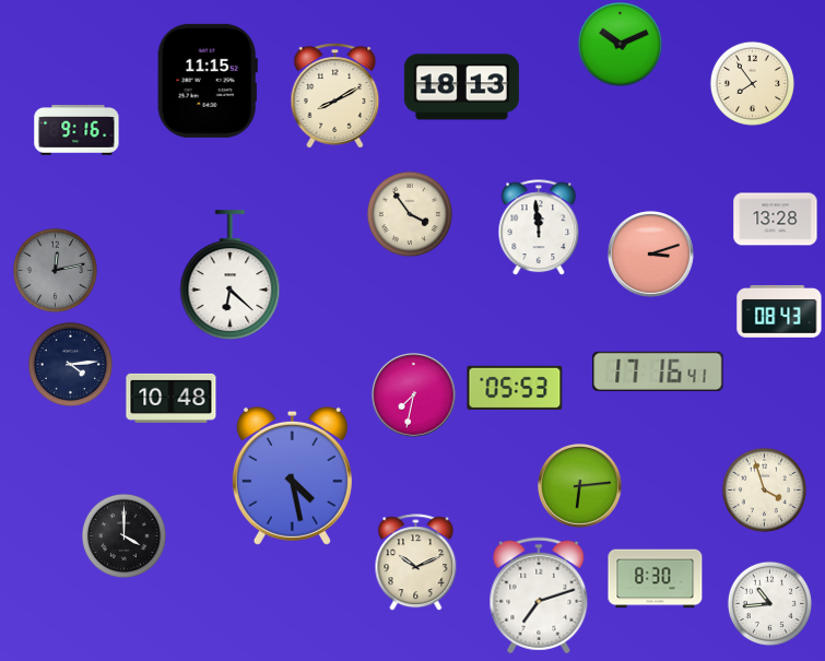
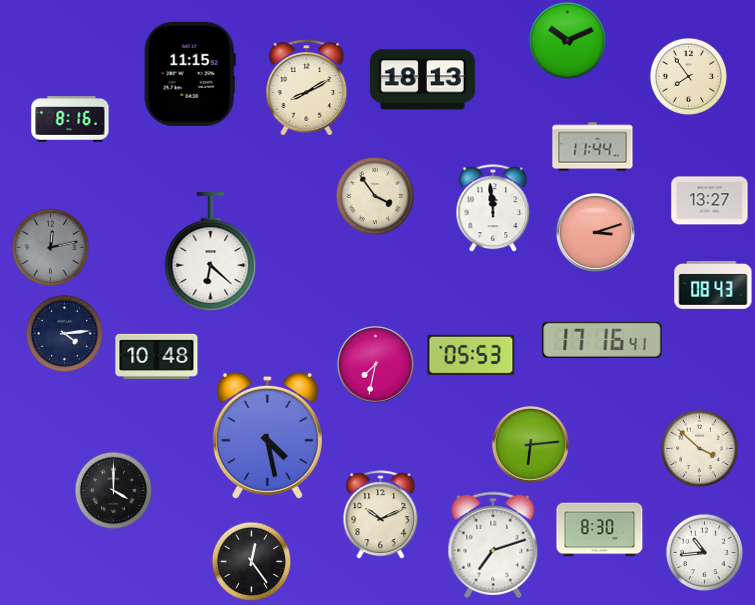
clock at (76, 131): 9:16 -> 8:16
clock at (593, 147): none -> 11:44
clock at (776, 220): 13:28 -> 13:27
clock at (414, 396) position: (414, 396) -> (376, 365)
clock at (172, 398) position: (172, 398) -> (157, 356)
clock at (764, 489): 3:57 -> 3:52
clock at (251, 561): none -> 12:24
